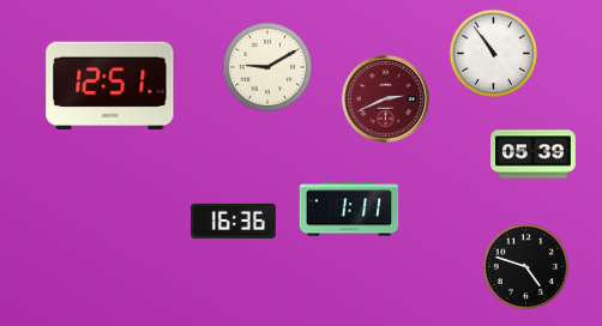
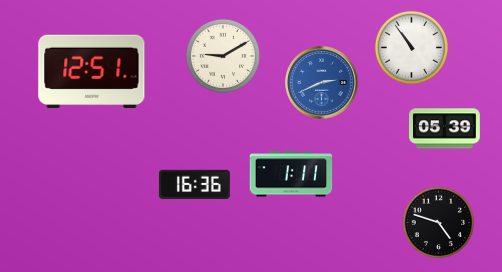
clock at (493, 53) position: (493, 53) -> (411, 47)
clock at (386, 99) dial: burgundy -> blue
